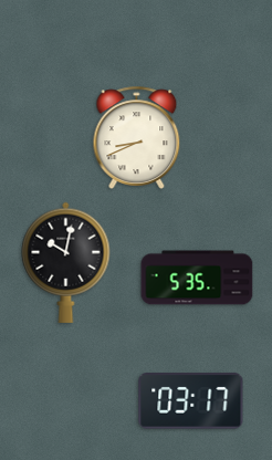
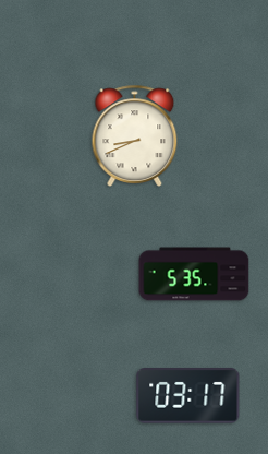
clock at (66, 262): 10:02 -> none
